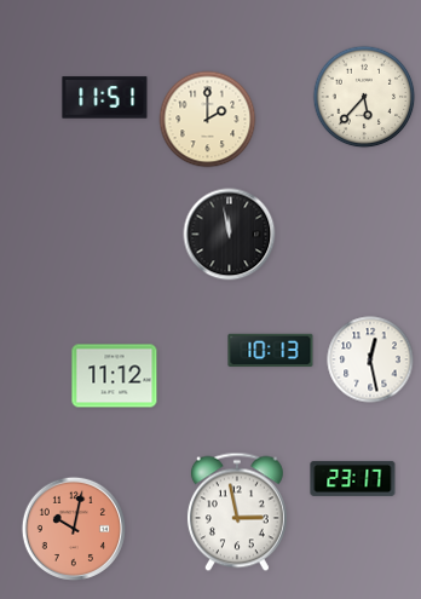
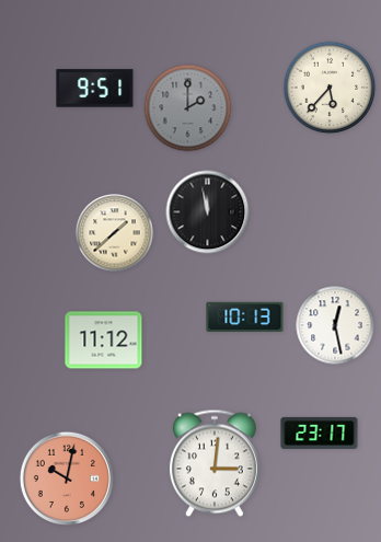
clock at (105, 98): 11:51 -> 9:51
clock at (208, 120) dial: cream -> grey
clock at (115, 233): none -> 1:38
clock at (237, 512): 2:58 -> 3:01
